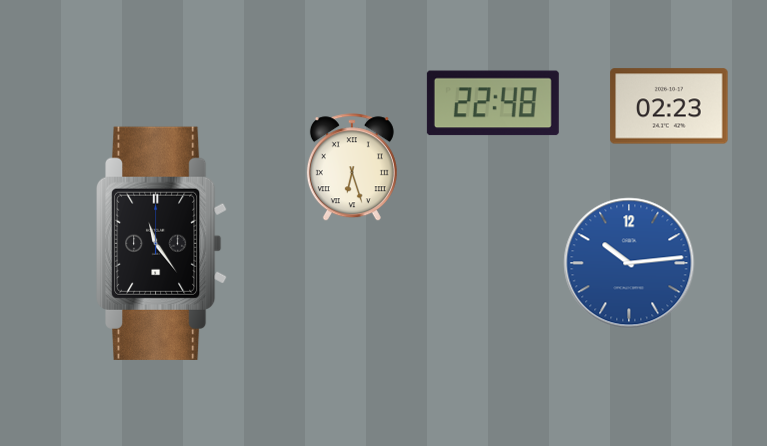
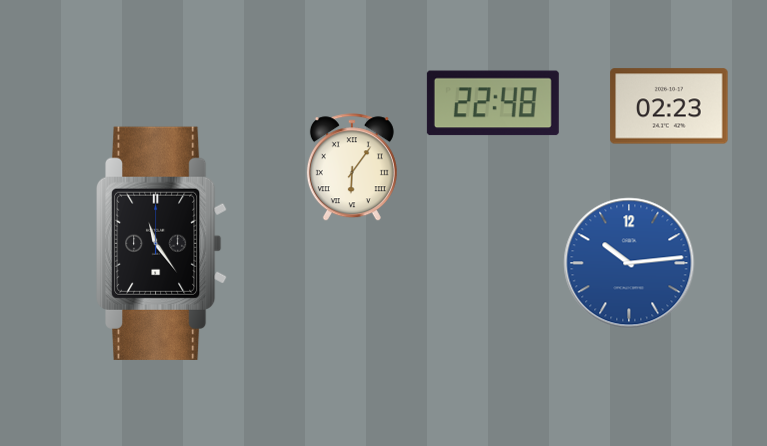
clock at (352, 168): 6:27 -> 6:06
